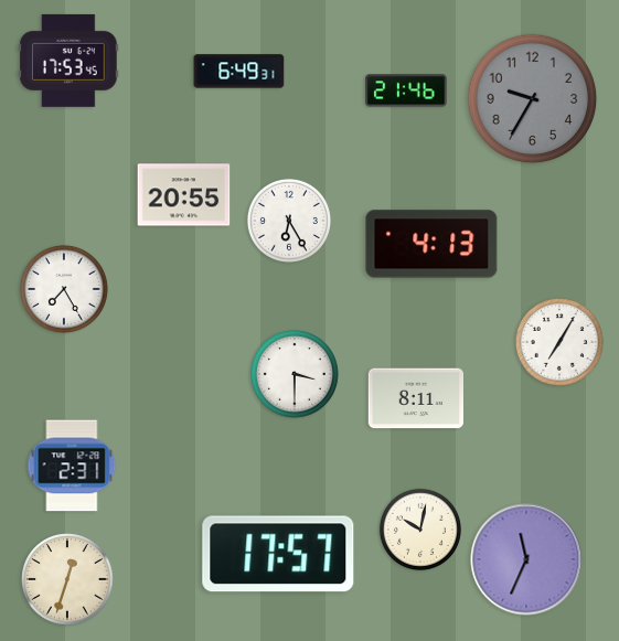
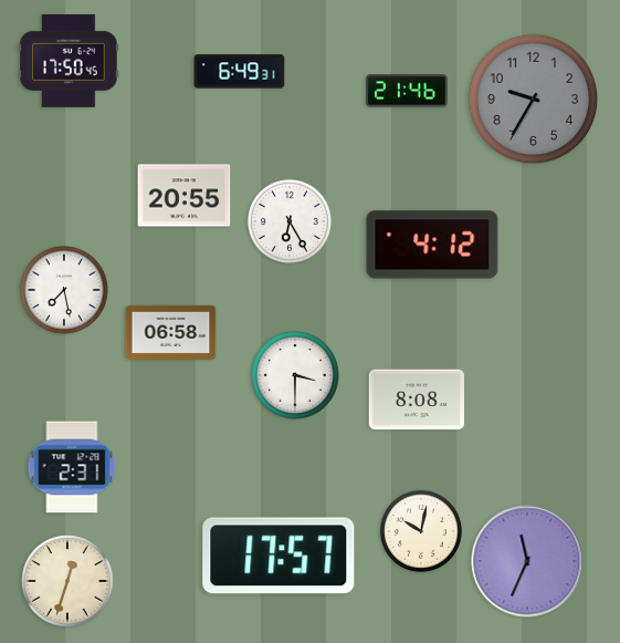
clock at (68, 61): 17:53 -> 17:50
clock at (431, 244): 4:13 -> 4:12
clock at (64, 289): 7:25 -> 7:28
clock at (171, 332): none -> 06:58
clock at (559, 342): 7:05 -> none
clock at (415, 398): 8:11 -> 8:08
